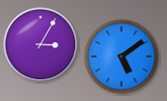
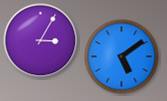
clock at (41, 45) position: (41, 45) -> (41, 41)
